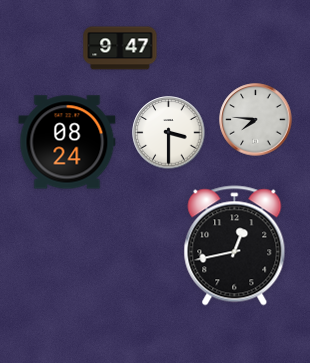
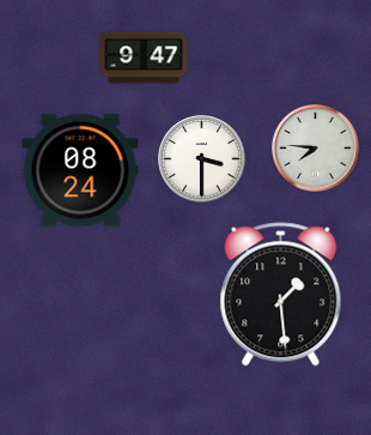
clock at (256, 120) position: (256, 120) -> (316, 149)
clock at (235, 246): 12:43 -> 1:29
